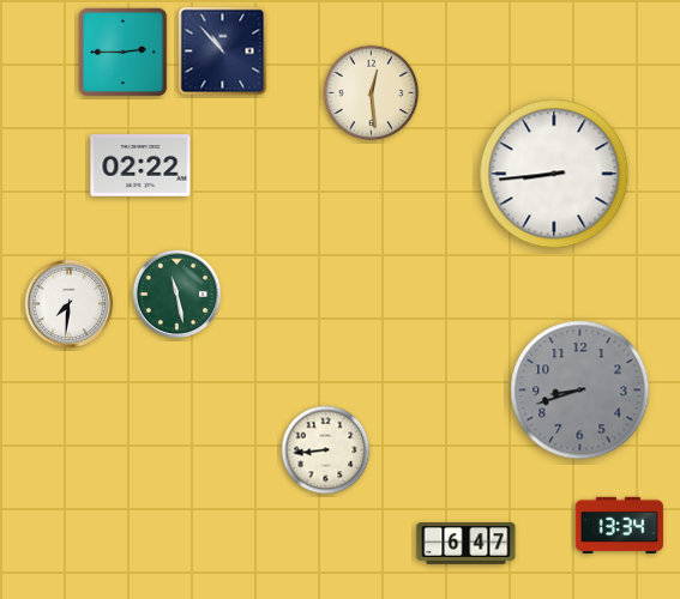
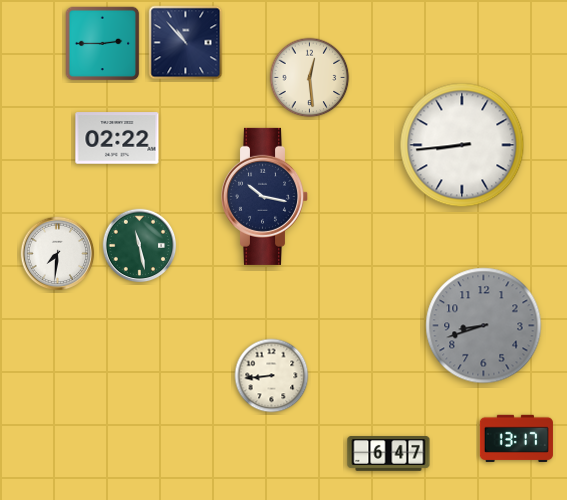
clock at (264, 196): none -> 10:17
clock at (177, 295) position: (177, 295) -> (140, 246)
clock at (619, 525): 13:34 -> 13:17
